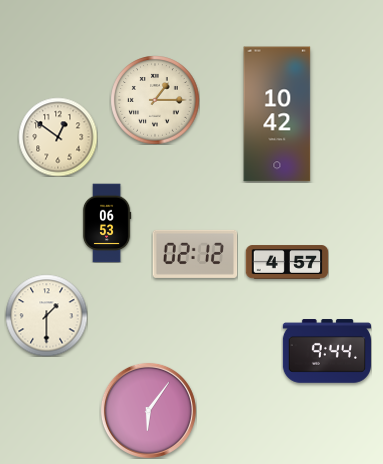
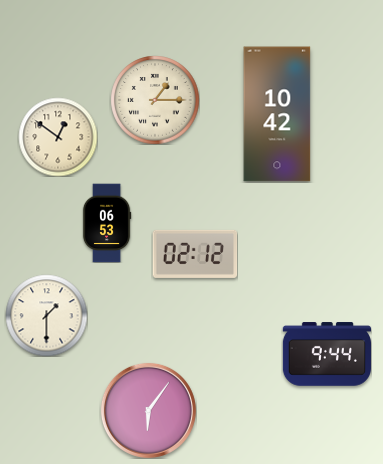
clock at (287, 262): 4:57 -> none
clock at (326, 351) position: (326, 351) -> (326, 354)
